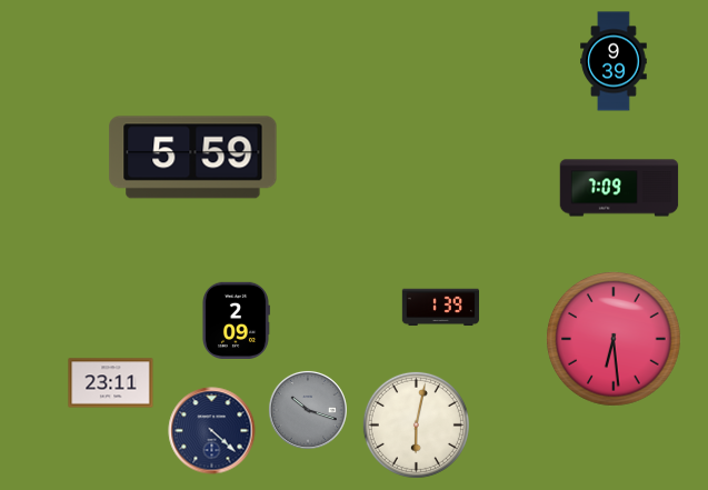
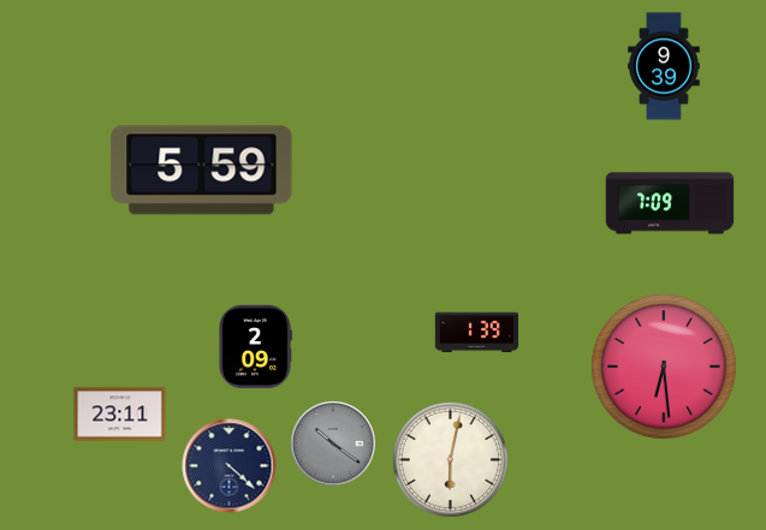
clock at (193, 158) position: (193, 158) -> (202, 171)
clock at (308, 410): 10:18 -> 10:21
